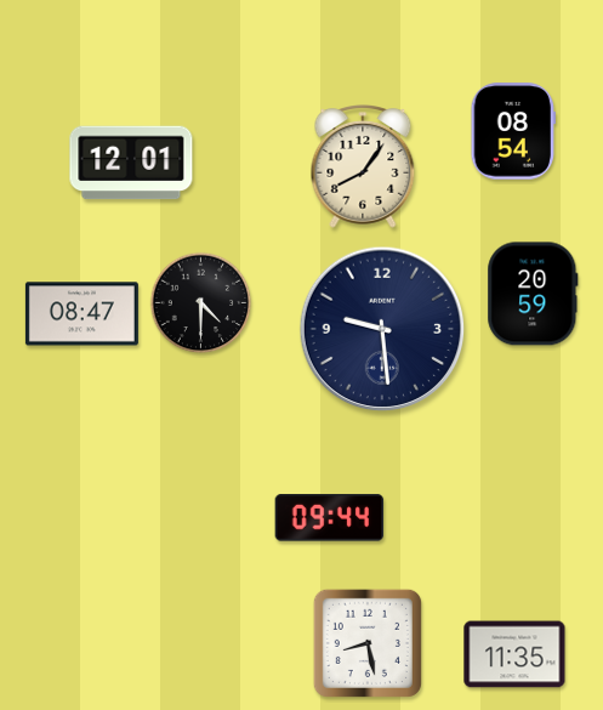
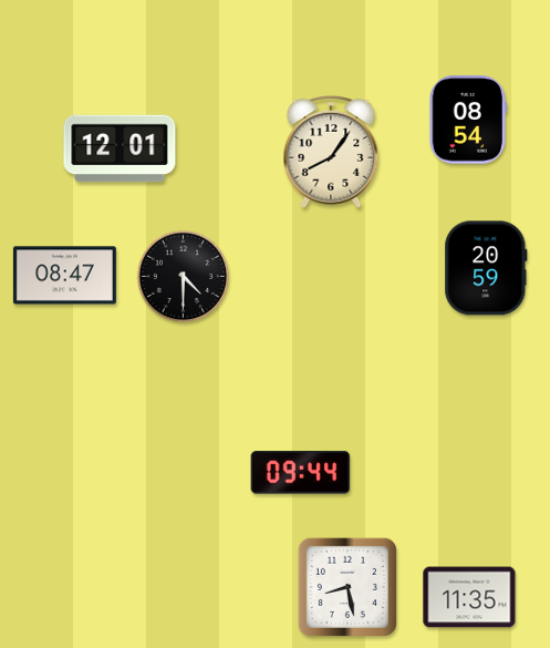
clock at (81, 314) position: (81, 314) -> (64, 276)
clock at (382, 329): 9:29 -> none
clock at (368, 643) position: (368, 643) -> (347, 587)
